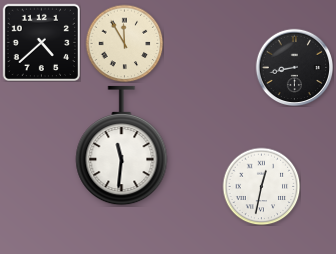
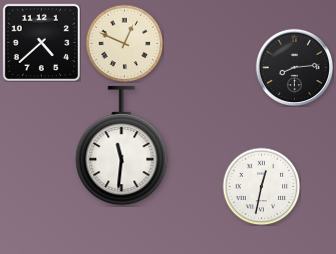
clock at (124, 43): 11:55 -> 12:49
clock at (294, 67): 8:43 -> 8:14
